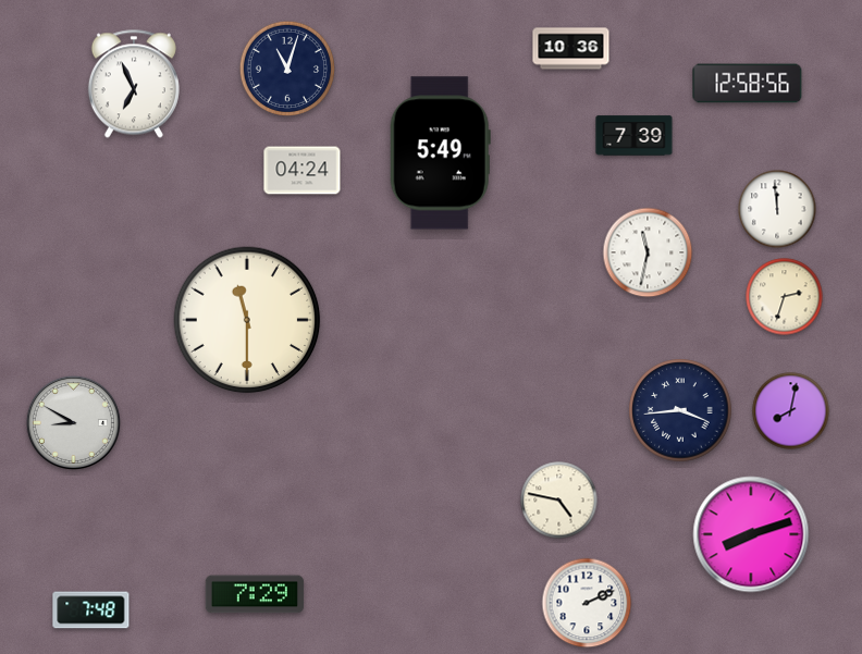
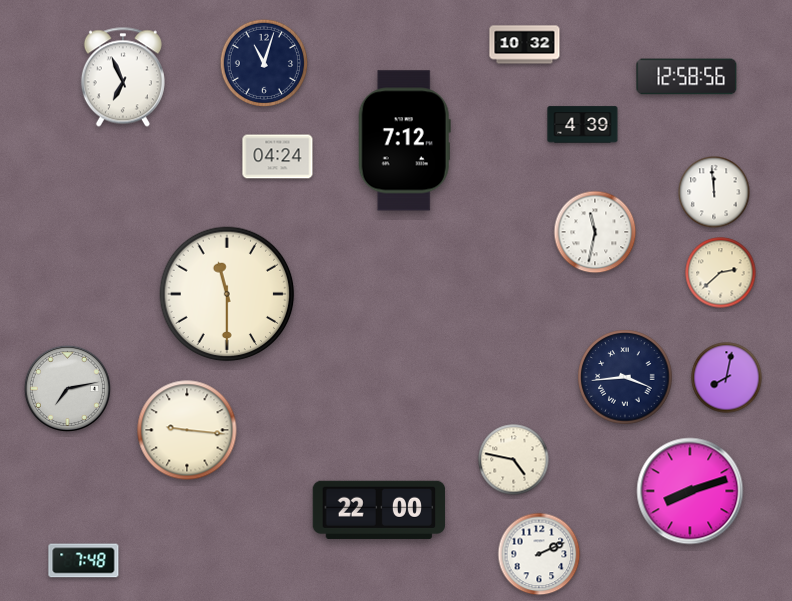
clock at (571, 49): 10:36 -> 10:32
clock at (635, 136): 7:39 -> 4:39
clock at (440, 153): 5:49 -> 7:12
clock at (785, 297): 2:33 -> 2:38
clock at (73, 422): 8:50 -> 7:13
clock at (187, 430): none -> 9:16
clock at (379, 510): none -> 22:00
clock at (255, 594): 7:29 -> none
